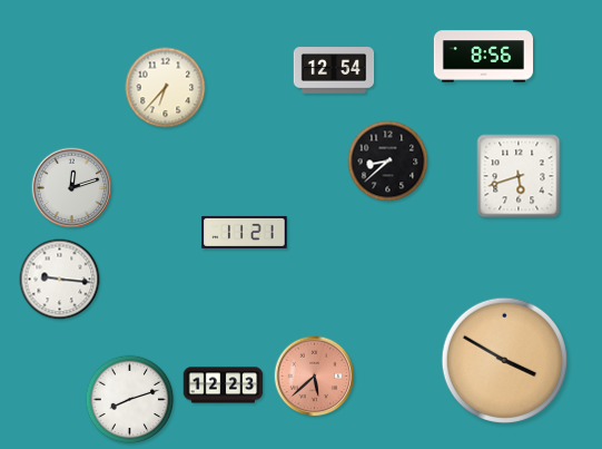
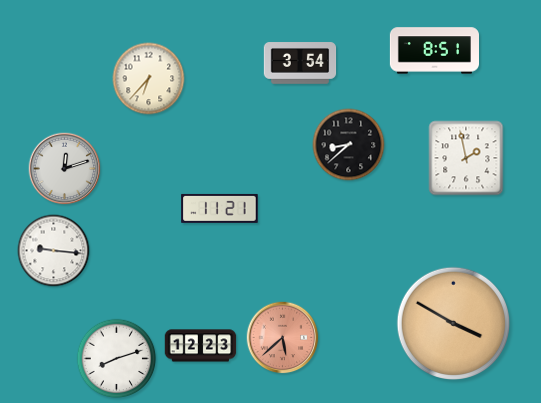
clock at (483, 57): 8:56 -> 8:51
clock at (334, 70): 12:54 -> 3:54
clock at (519, 176): 5:42 -> 1:58
